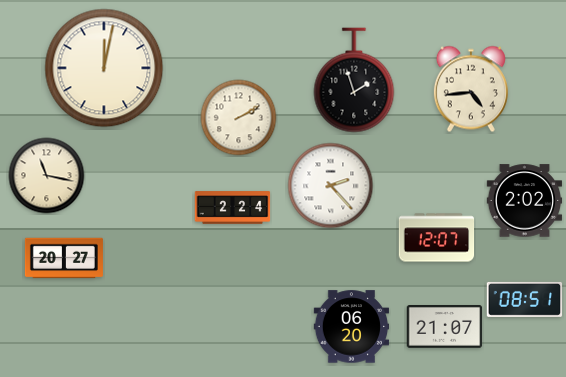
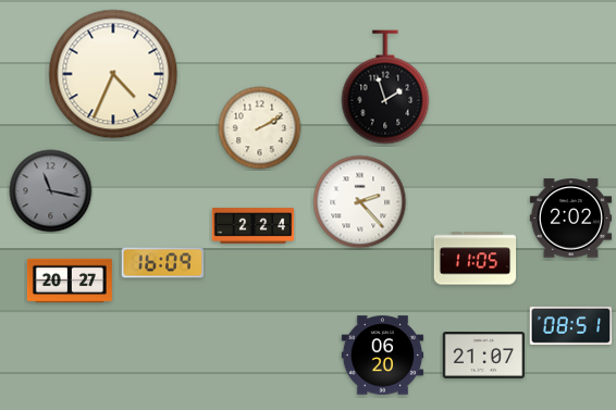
clock at (104, 68): 12:02 -> 4:34
clock at (471, 89): 4:44 -> none
clock at (47, 176) dial: cream -> grey
clock at (437, 238): 12:07 -> 11:05
clock at (163, 263): none -> 16:09
